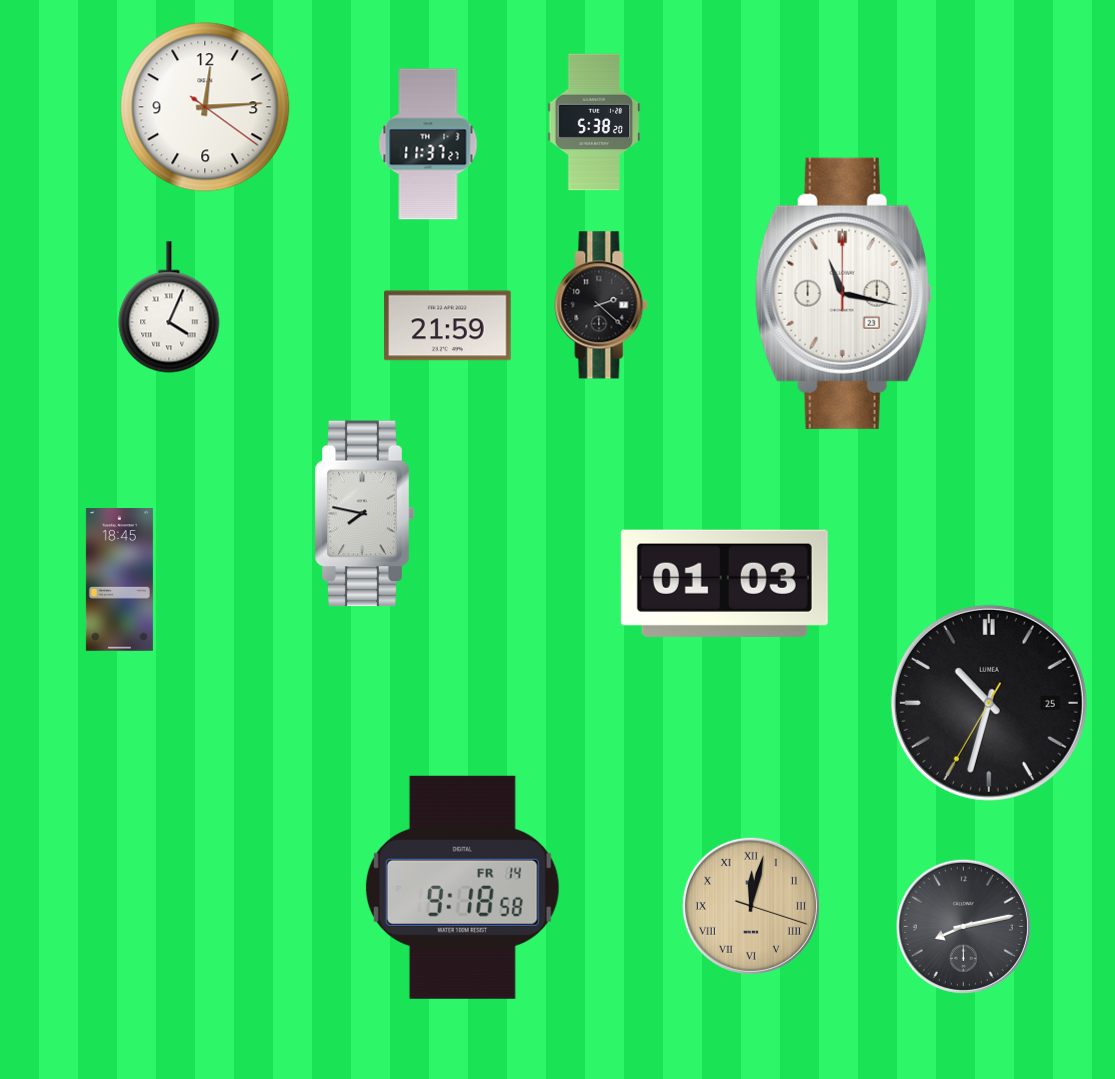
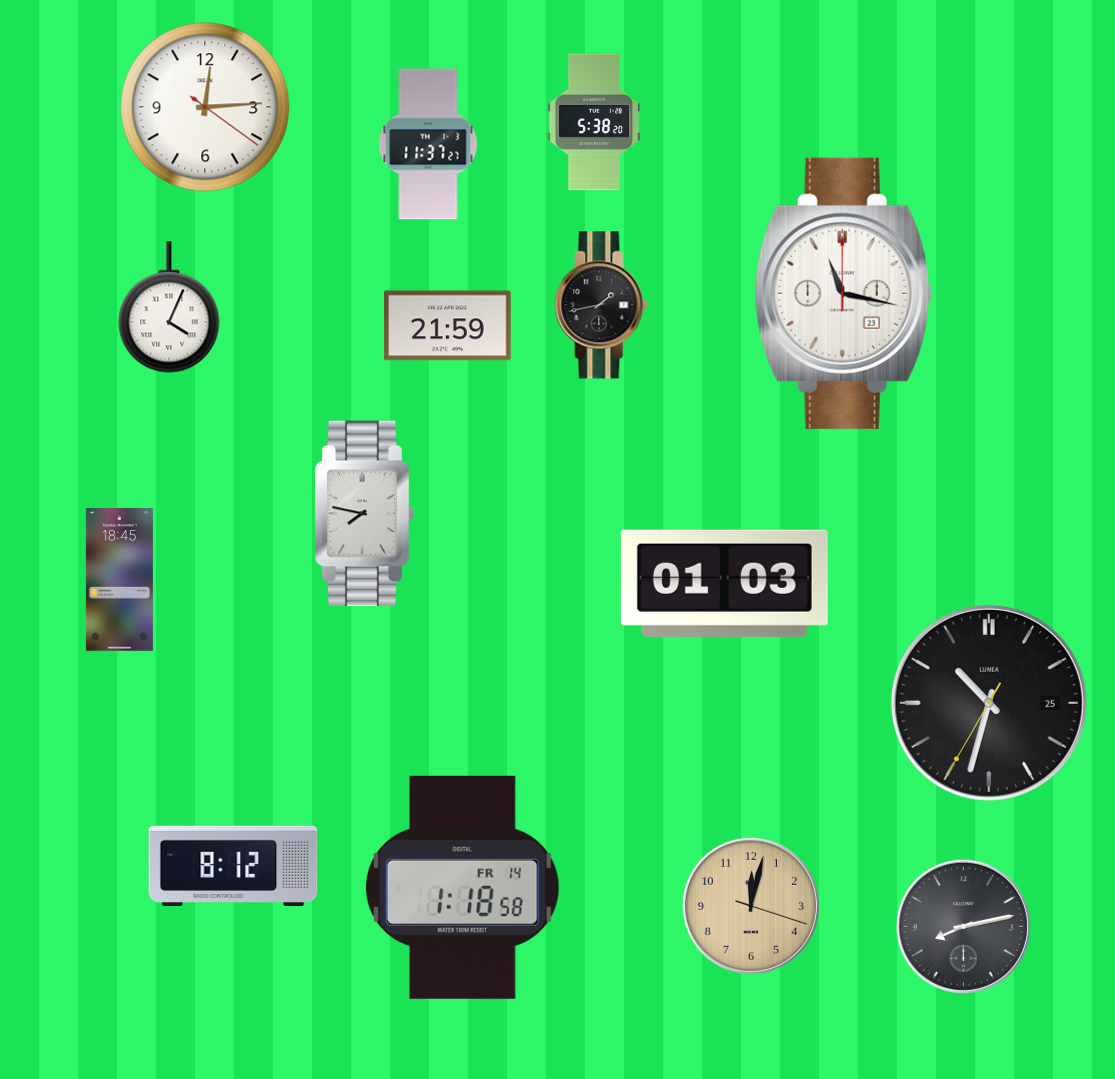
clock at (601, 305): 2:22 -> 1:43
clock at (233, 866): none -> 8:12
clock at (462, 887): 9:18 -> 1:18
clock at (751, 906) numerals: Roman -> Arabic
